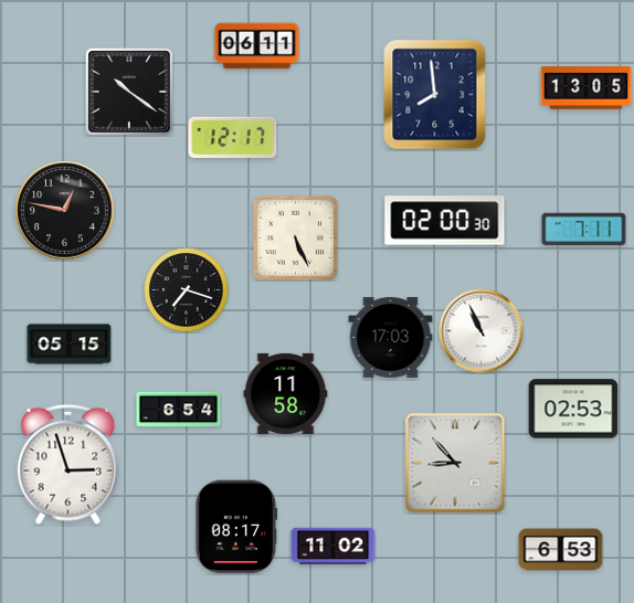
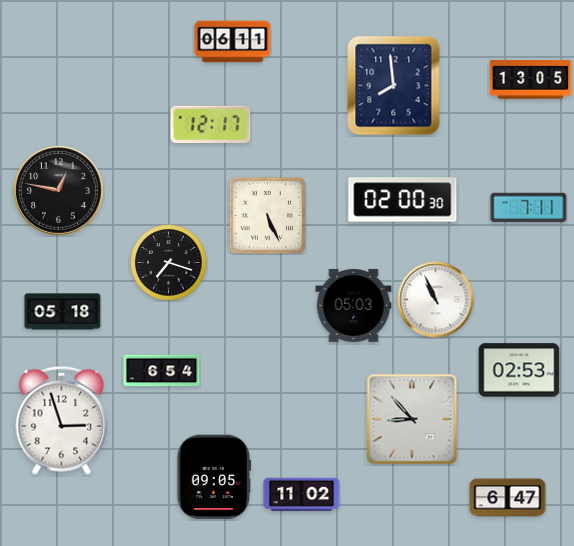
clock at (130, 93): 10:21 -> none
clock at (391, 337): 17:03 -> 05:03
clock at (70, 345): 05:15 -> 05:18
clock at (286, 393): 11:58 -> none
clock at (236, 527): 08:17 -> 09:05
clock at (561, 550): 6:53 -> 6:47
